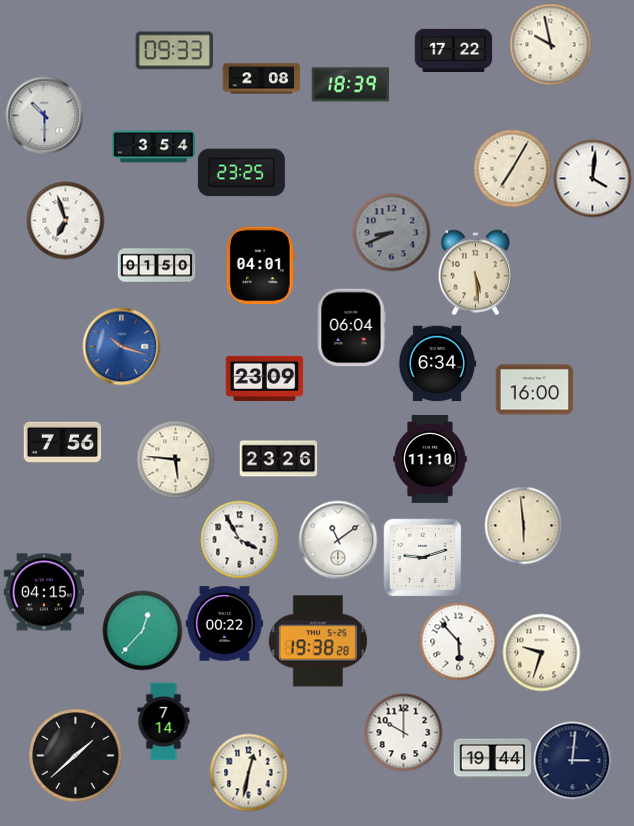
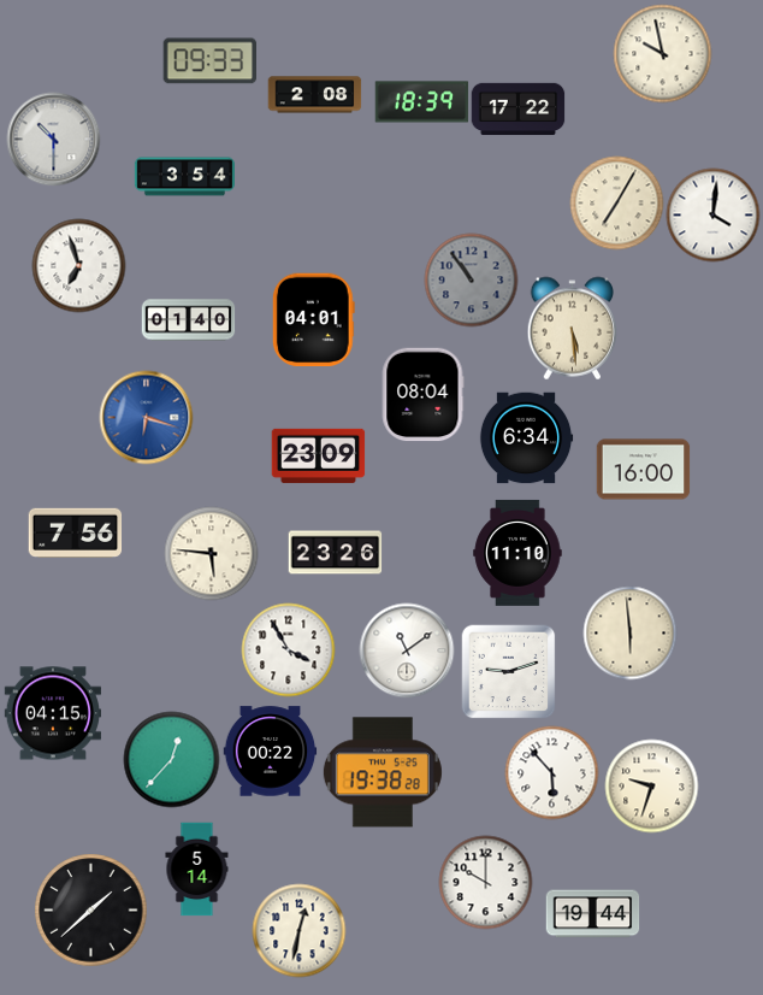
clock at (453, 51) position: (453, 51) -> (517, 110)
clock at (241, 173): 23:25 -> none
clock at (391, 232): 8:41 -> 10:54
clock at (156, 266): 01:50 -> 01:40
clock at (351, 327): 06:04 -> 08:04
clock at (121, 346): 10:18 -> 6:18
clock at (164, 721): 7:14 -> 5:14
clock at (572, 760): 3:01 -> none
